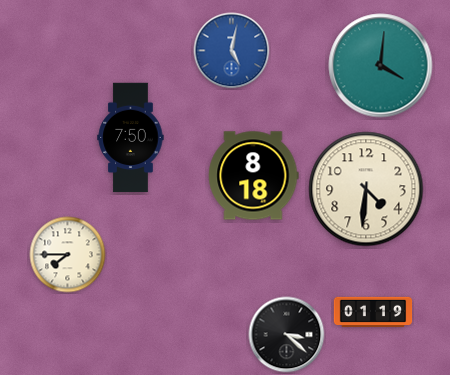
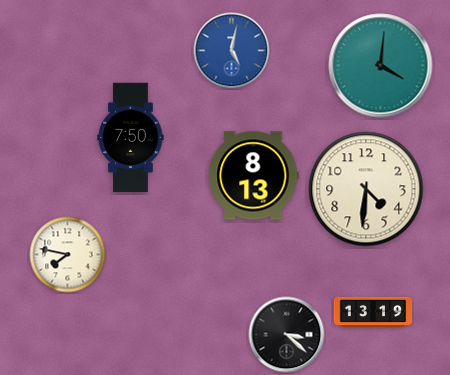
clock at (254, 176): 8:18 -> 8:13
clock at (68, 255): 7:45 -> 7:47
clock at (373, 311): 01:19 -> 13:19
